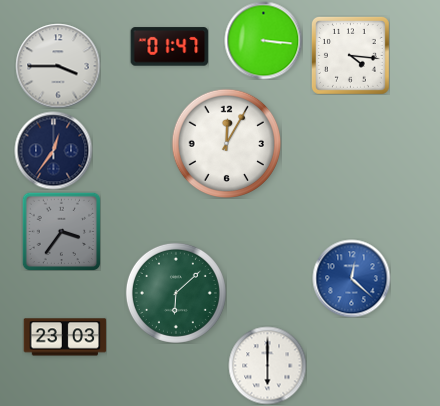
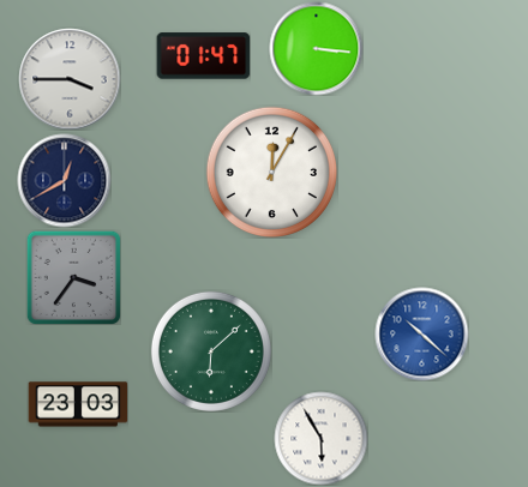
clock at (350, 55): 4:16 -> none
clock at (53, 150): 12:36 -> 12:40
clock at (351, 278): 12:22 -> 10:22
clock at (267, 365): 6:00 -> 5:55
